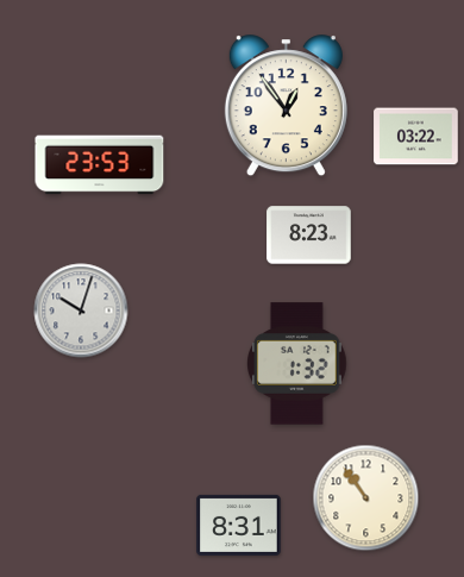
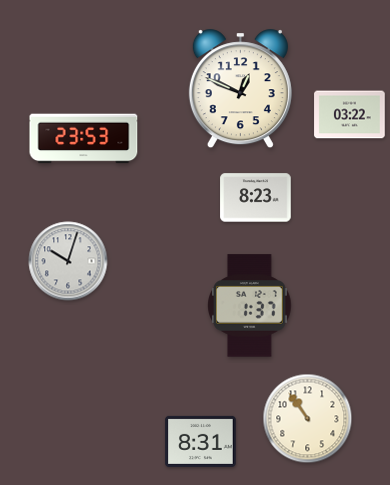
clock at (286, 106): 12:54 -> 12:49
clock at (309, 236) position: (309, 236) -> (256, 198)
clock at (297, 364): 1:32 -> 1:37
